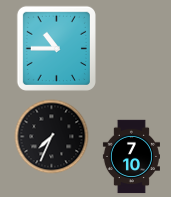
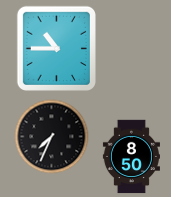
clock at (131, 157): 7:10 -> 8:50
